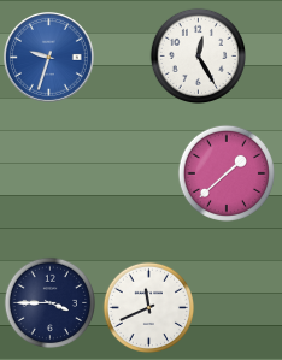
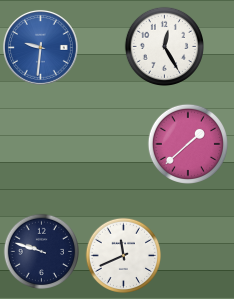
clock at (48, 57): 9:33 -> 9:31
clock at (51, 303): 3:45 -> 9:48
